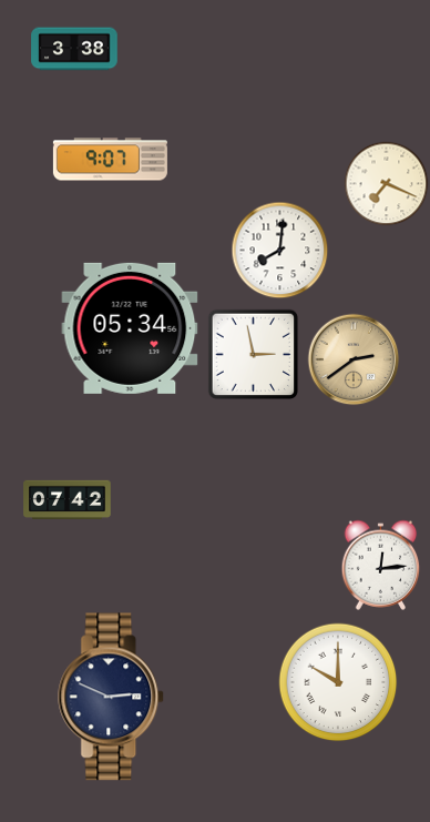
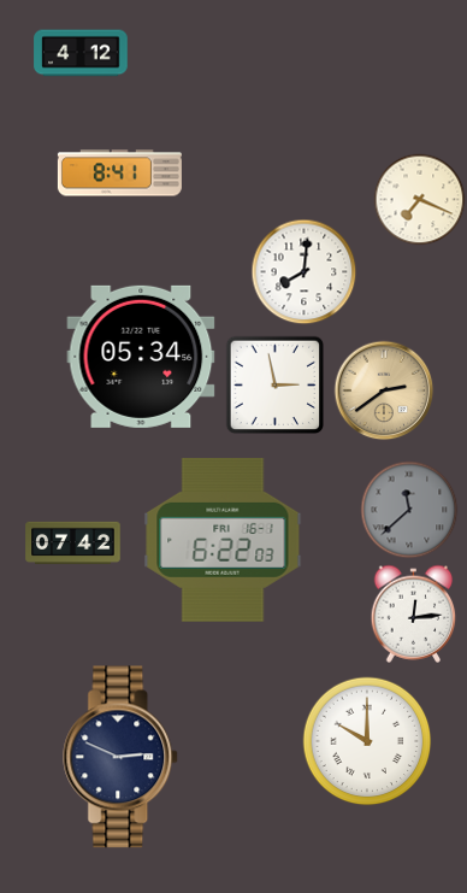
clock at (74, 49): 3:38 -> 4:12
clock at (110, 160): 9:07 -> 8:41
clock at (409, 510): none -> 11:38
clock at (223, 540): none -> 6:22
